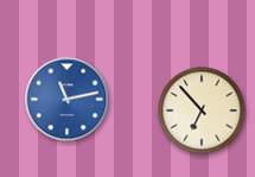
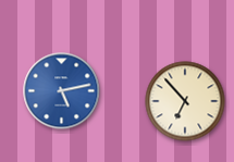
clock at (68, 100): 11:13 -> 5:13
